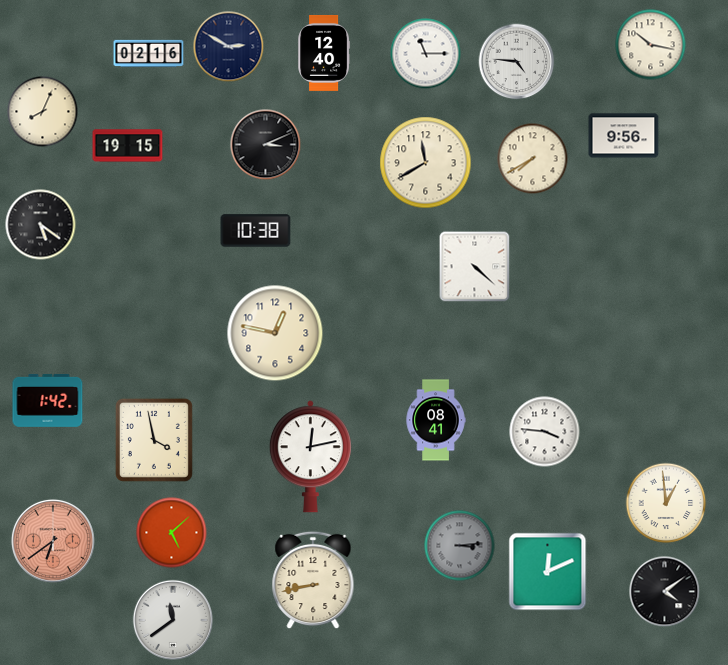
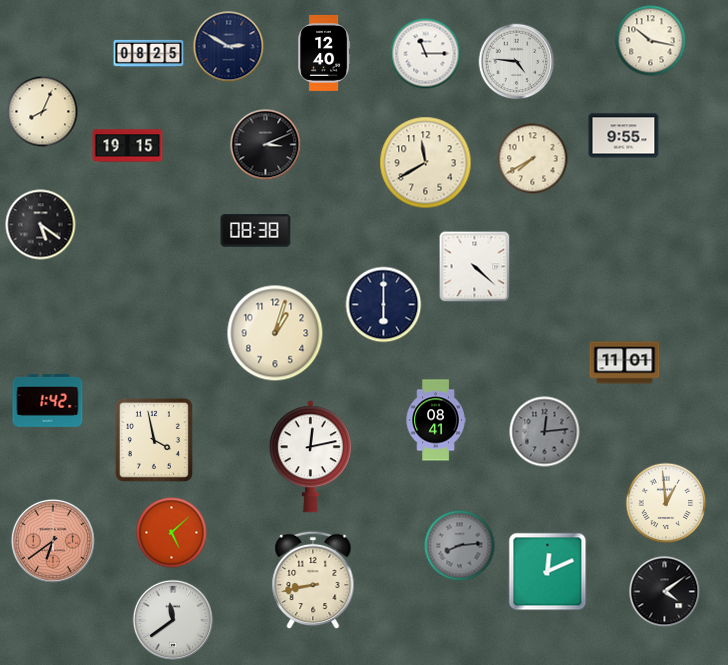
clock at (651, 45) position: (651, 45) -> (651, 41)
clock at (149, 54): 02:16 -> 08:25
clock at (624, 136): 9:56 -> 9:55
clock at (256, 231): 10:38 -> 08:38
clock at (384, 305): none -> 6:00
clock at (275, 333): 12:47 -> 1:03
clock at (625, 363): none -> 11:01
clock at (545, 432): 3:46 -> 12:14
clock at (545, 432) dial: white -> grey
clock at (460, 546): 3:14 -> 8:14
